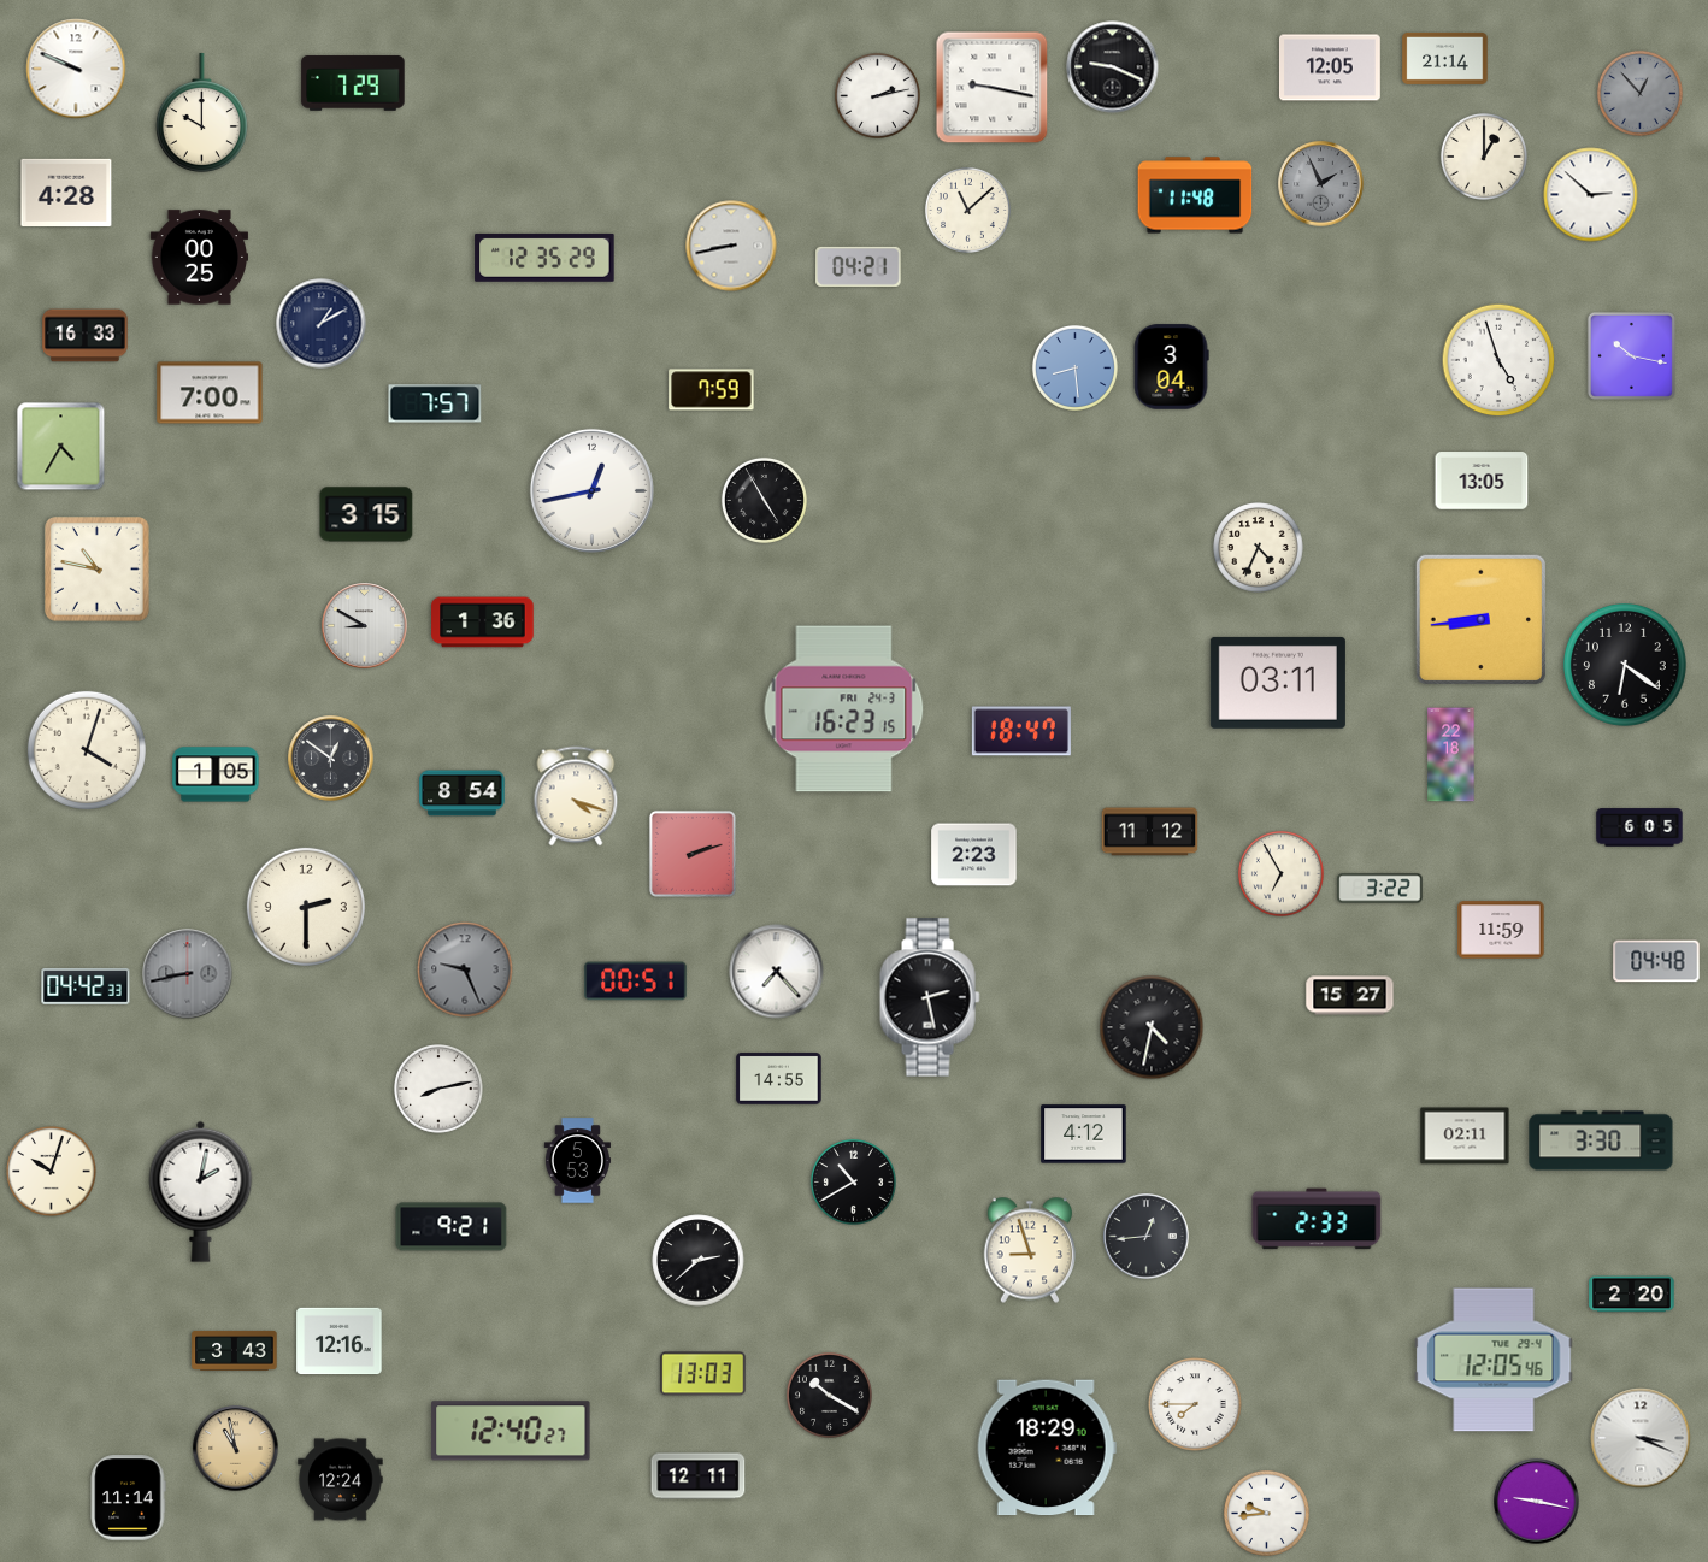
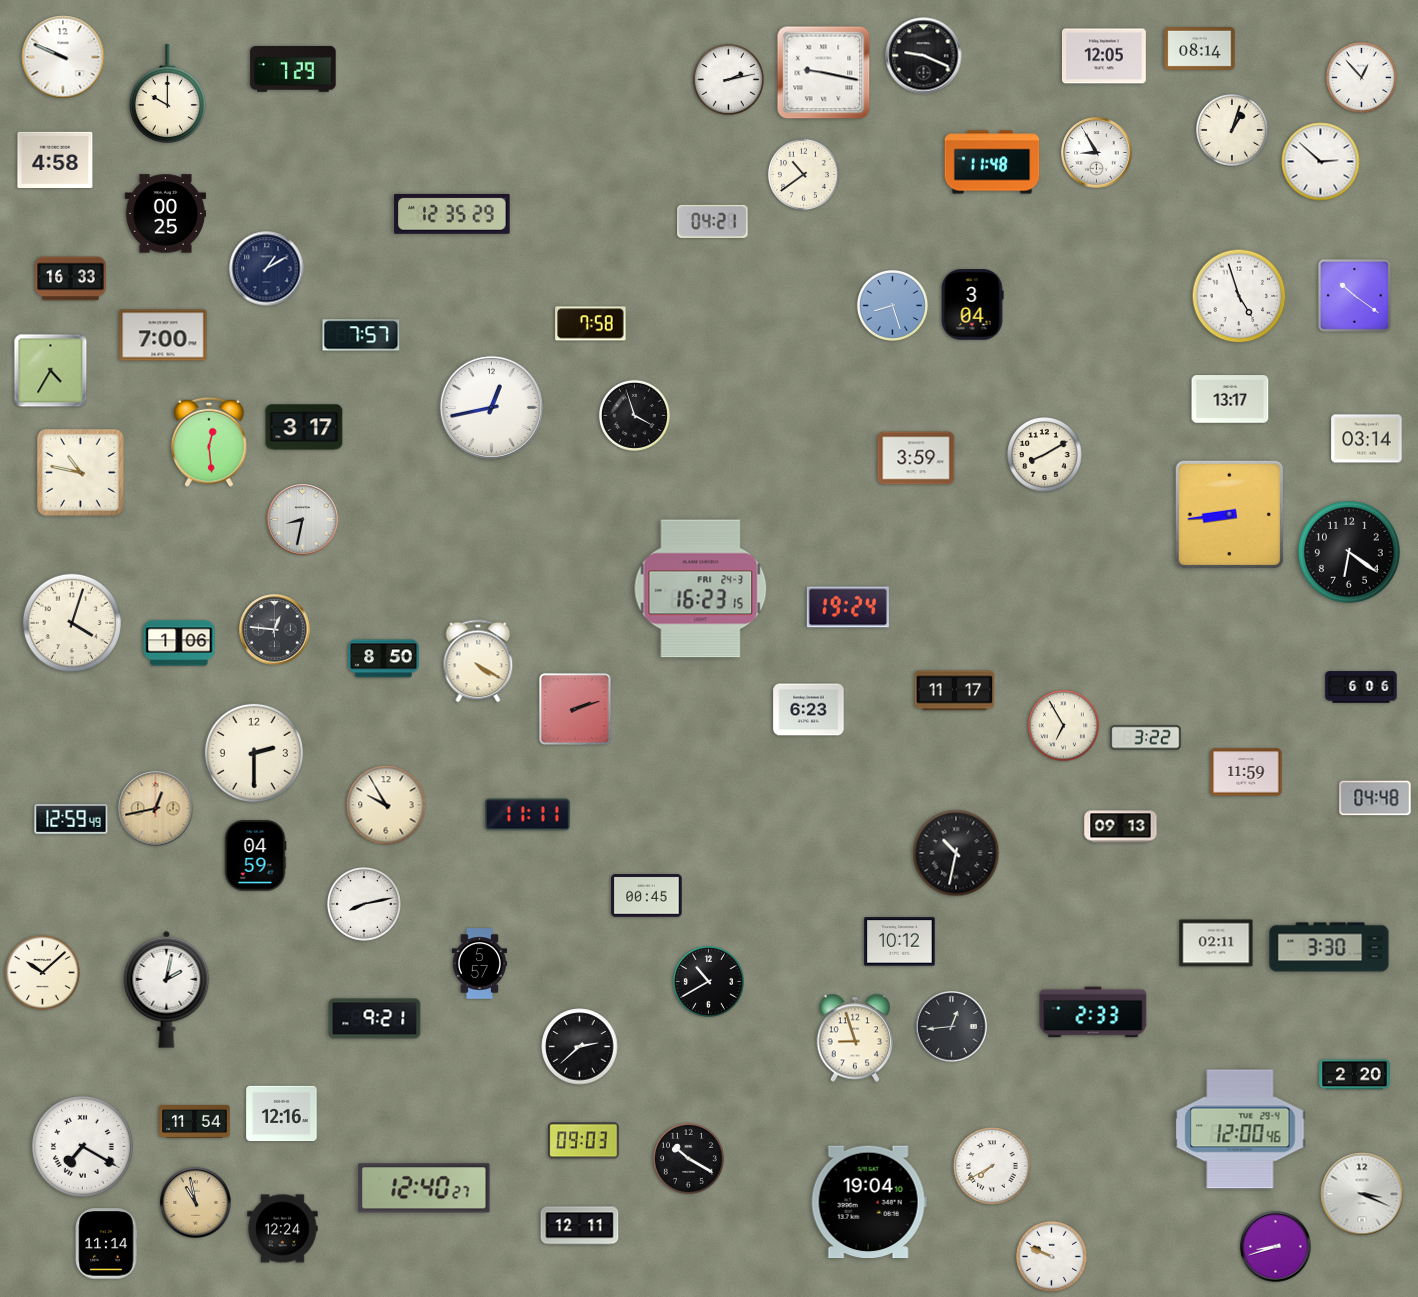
clock at (1445, 58): 21:14 -> 08:14
clock at (1639, 93) dial: grey -> white
clock at (1484, 157): 1:00 -> 1:03
clock at (1321, 184): 1:56 -> 8:55
clock at (1321, 184) dial: grey -> white
clock at (66, 191): 4:28 -> 4:58
clock at (967, 210): 11:08 -> 10:39
clock at (731, 246): 8:43 -> none
clock at (1631, 355): 10:17 -> 10:21
clock at (1498, 360) position: (1498, 360) -> (1239, 296)
clock at (1074, 367): 8:29 -> 8:27
clock at (712, 390): 7:59 -> 7:58
clock at (210, 393) position: (210, 393) -> (163, 335)
clock at (1482, 481): 13:05 -> 13:17
clock at (764, 500): 4:55 -> 3:57
clock at (366, 514): 3:15 -> 3:17
clock at (1367, 439): none -> 03:14
clock at (209, 442): none -> 12:29
clock at (1259, 548): 4:34 -> 8:10
clock at (916, 458): none -> 3:59
clock at (483, 623): 1:36 -> none
clock at (365, 626): 8:50 -> 8:32
clock at (1278, 683): 03:11 -> none
clock at (1021, 731): 18:47 -> 19:24
clock at (1451, 755): 22:18 -> none
clock at (331, 759): 12:51 -> 12:46
clock at (216, 774): 1:05 -> 1:06
clock at (463, 794): 8:54 -> 8:50
clock at (576, 796): 4:18 -> 4:20
clock at (1639, 827): 6:05 -> 6:06
clock at (1150, 832): 11:12 -> 11:17
clock at (974, 855): 2:23 -> 6:23
clock at (465, 969): 9:26 -> 9:55
clock at (465, 969) dial: grey -> cream
clock at (777, 972): 7:23 -> none
clock at (188, 974): 8:43 -> 12:43
clock at (188, 974) dial: grey -> champagne
clock at (636, 982): 00:51 -> 11:11
clock at (86, 986): 04:42 -> 12:59
clock at (1350, 996): 15:27 -> 09:13
clock at (930, 997): 2:28 -> none
clock at (1152, 1027): 4:32 -> 10:32
clock at (255, 856): none -> 04:59
clock at (779, 1079): 14:55 -> 00:45
clock at (1084, 1134): 4:12 -> 10:12
clock at (577, 1161): 5:53 -> 5:57
clock at (52, 1172): 10:03 -> 10:08
clock at (235, 1350): 3:43 -> 11:54
clock at (1494, 1360): 12:05 -> 12:00
clock at (703, 1374): 13:03 -> 09:03
clock at (82, 1146): none -> 7:20
clock at (1195, 1404): 7:45 -> 7:40
clock at (1047, 1448): 18:29 -> 19:04
clock at (1537, 1502): 9:17 -> 8:42
clock at (1266, 1513): 9:44 -> 9:49
